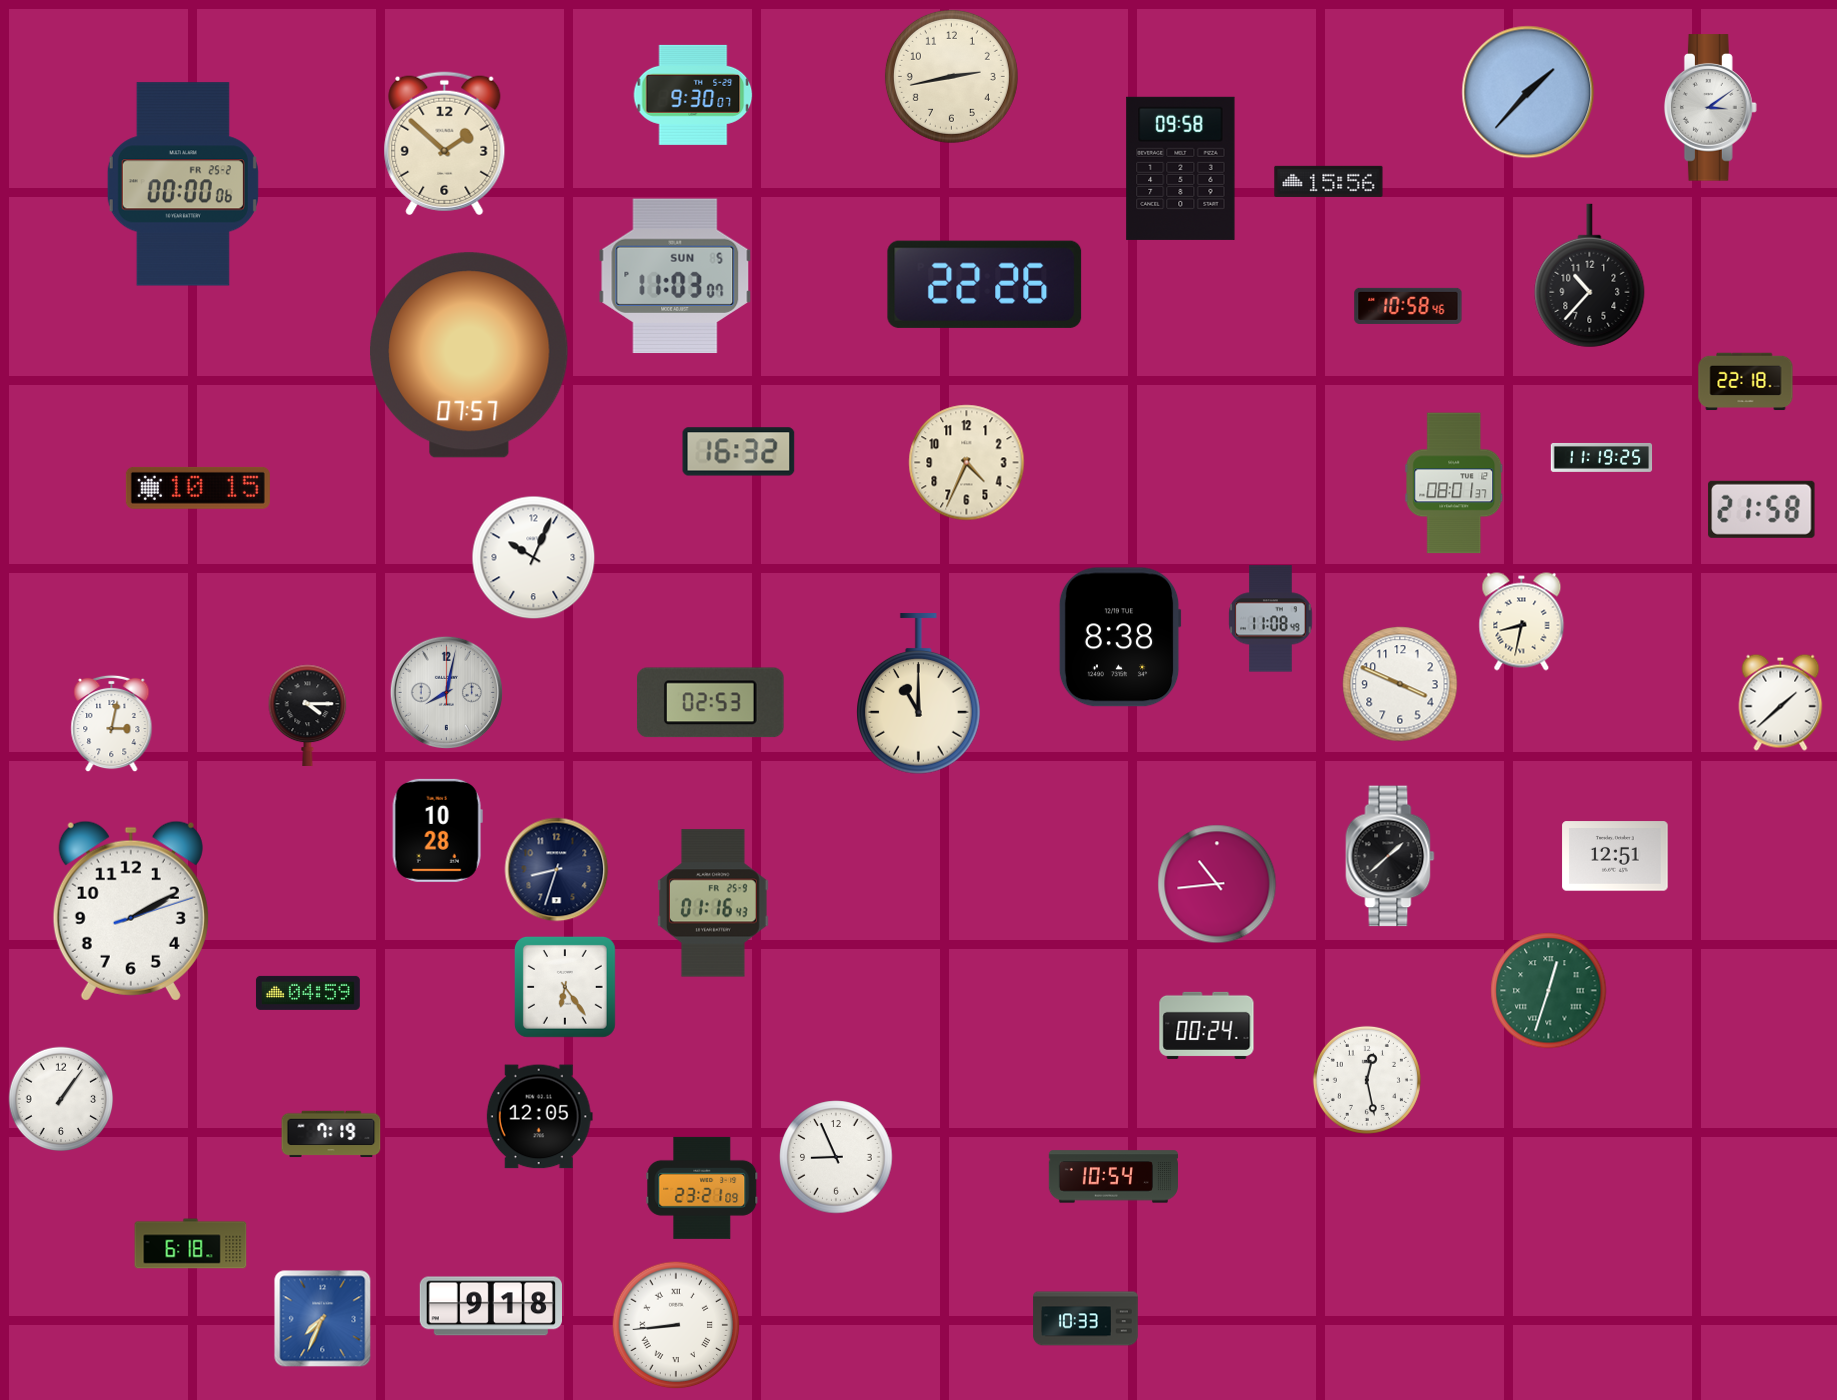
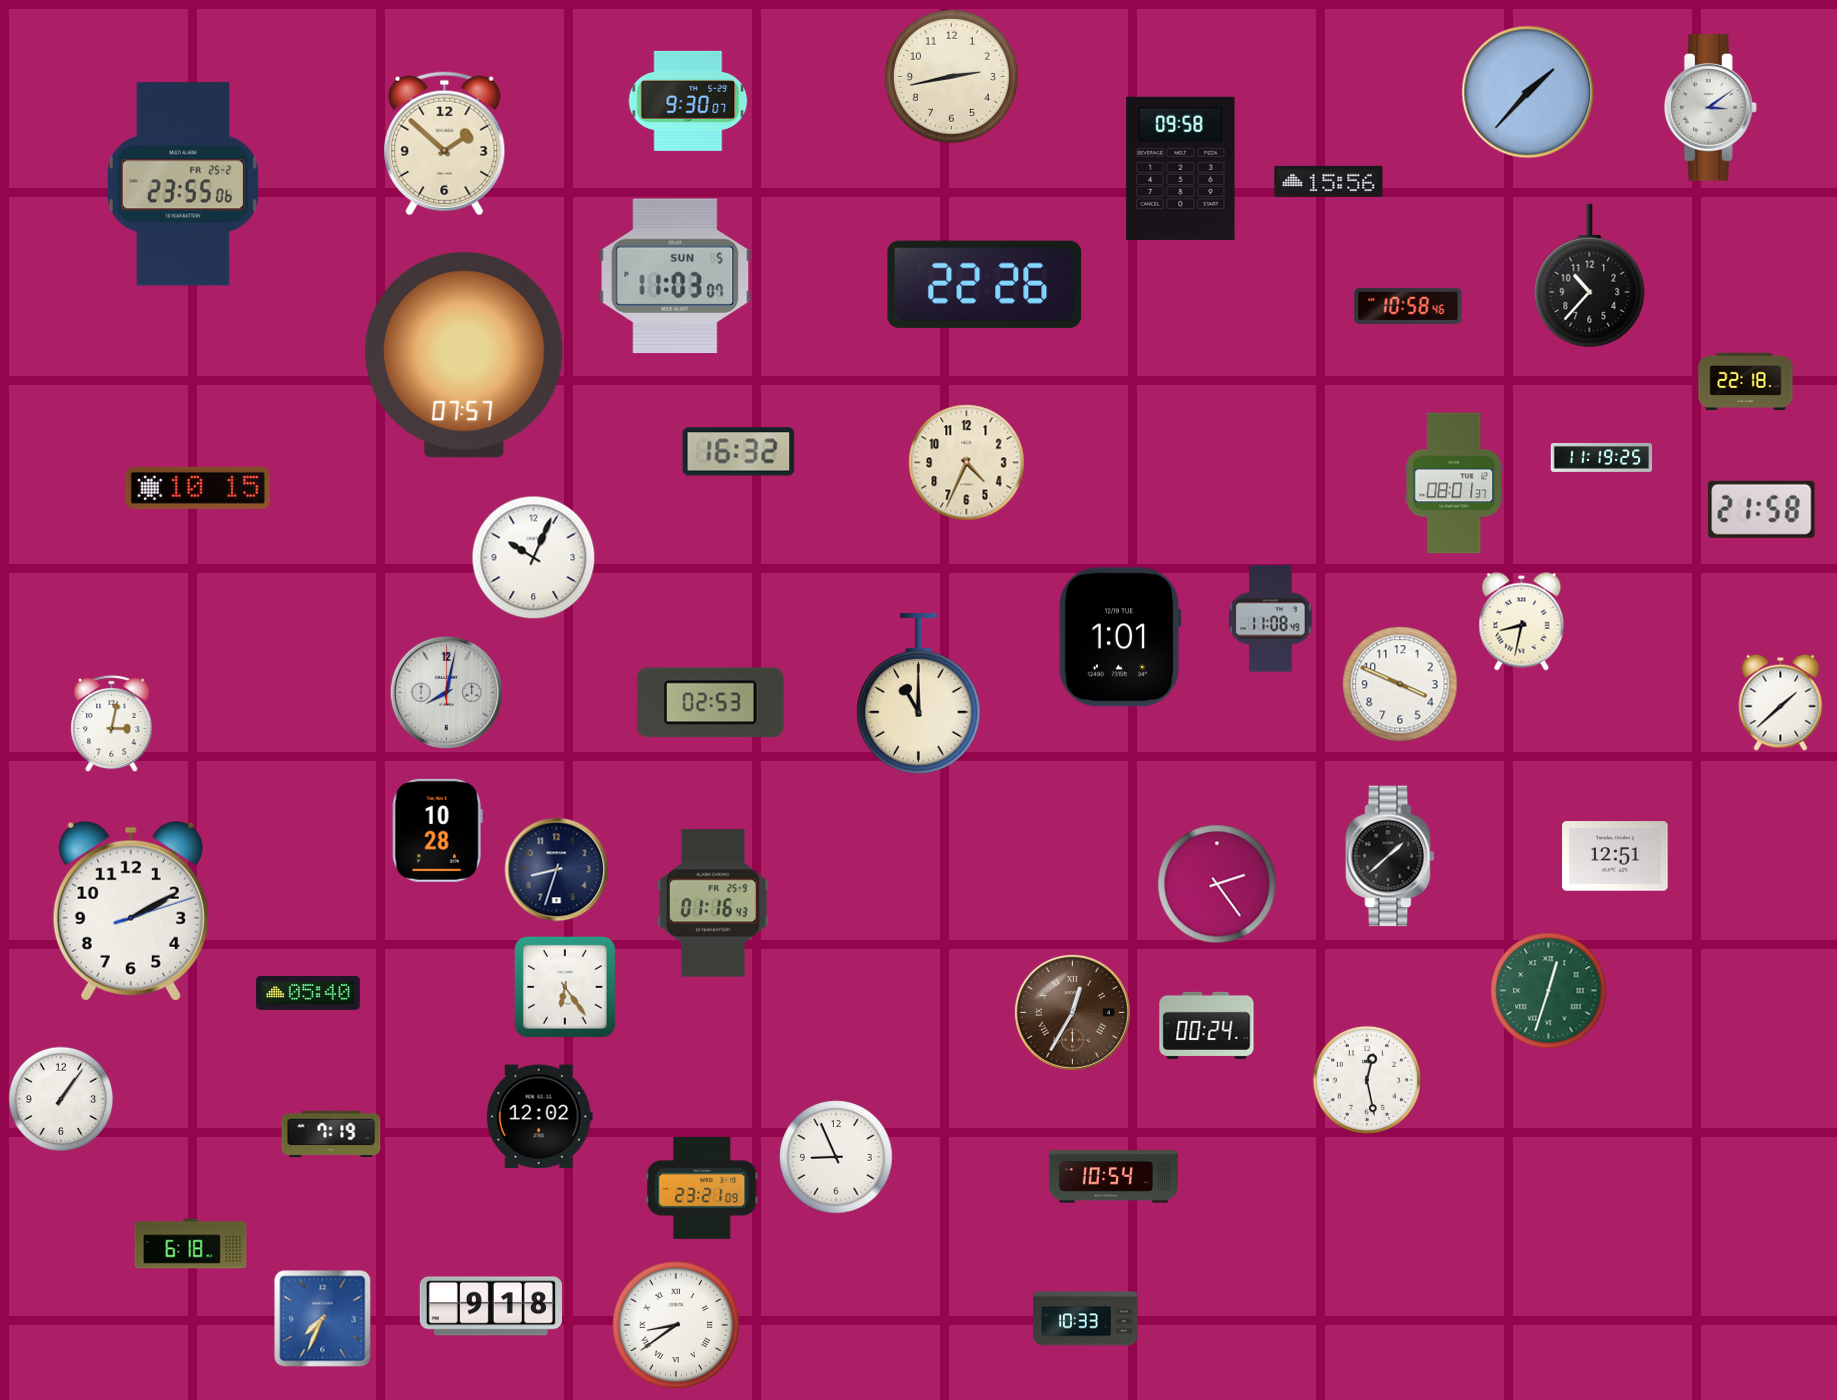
clock at (693, 95) position: (693, 95) -> (688, 101)
clock at (183, 184): 00:00 -> 23:55
clock at (469, 355) position: (469, 355) -> (464, 355)
clock at (1120, 637): 8:38 -> 1:01
clock at (308, 715): 4:15 -> none
clock at (1217, 884): 10:44 -> 2:24
clock at (308, 993): 04:59 -> 05:40
clock at (1072, 1012): none -> 12:35
clock at (539, 1117): 12:05 -> 12:02
clock at (676, 1325): 8:44 -> 8:39
